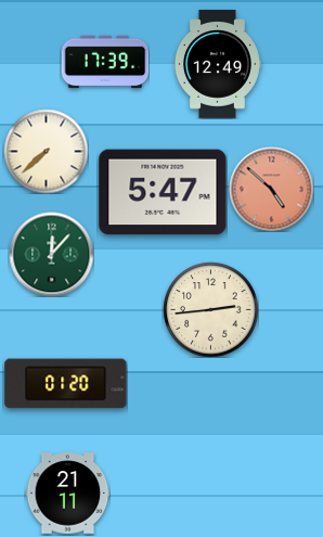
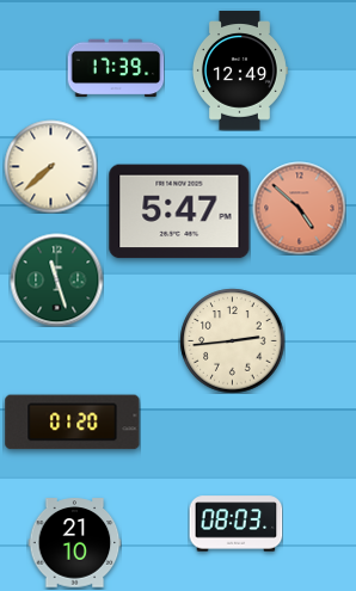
clock at (51, 254): 12:07 -> 11:27
clock at (235, 524): none -> 08:03
clock at (67, 494): 21:11 -> 21:10
